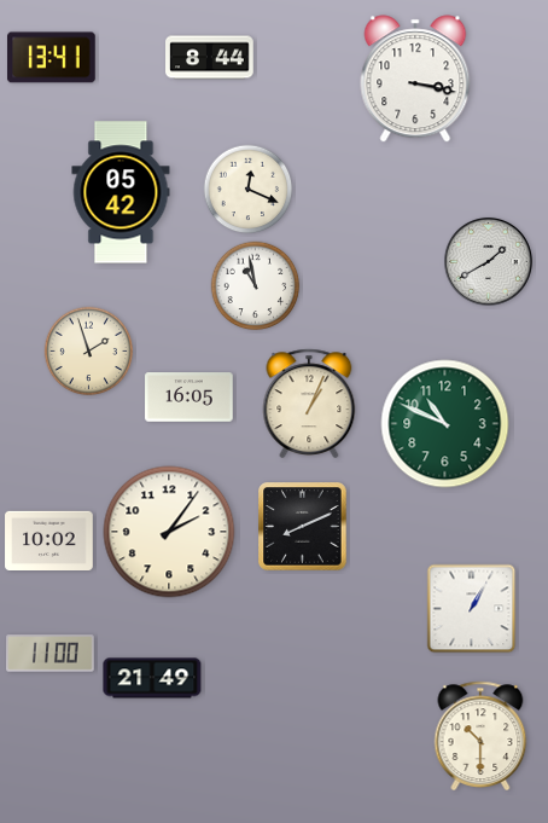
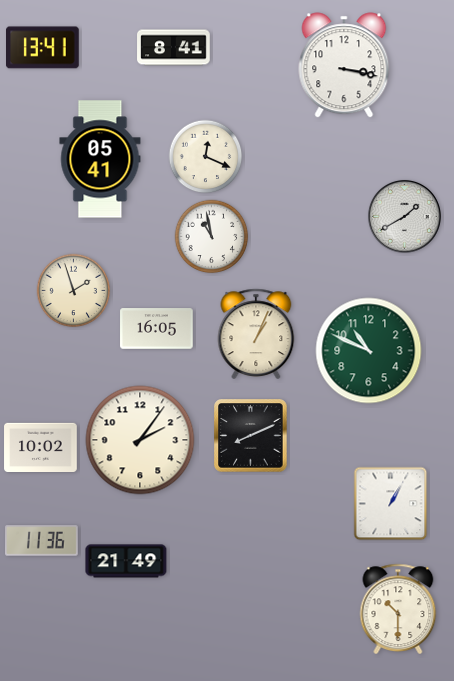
clock at (210, 58): 8:44 -> 8:41
clock at (121, 192): 05:42 -> 05:41
clock at (51, 654): 11:00 -> 11:36
